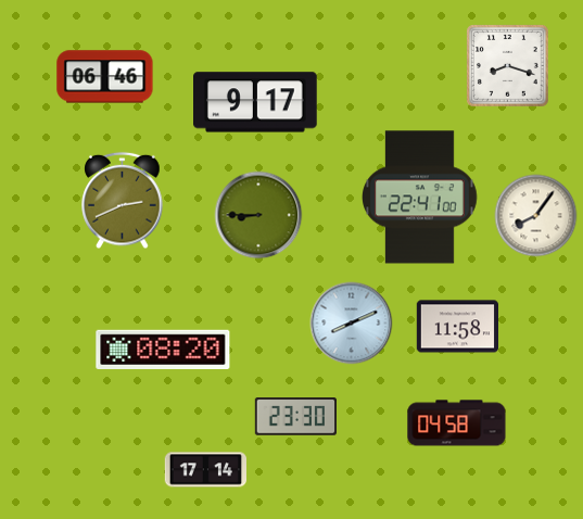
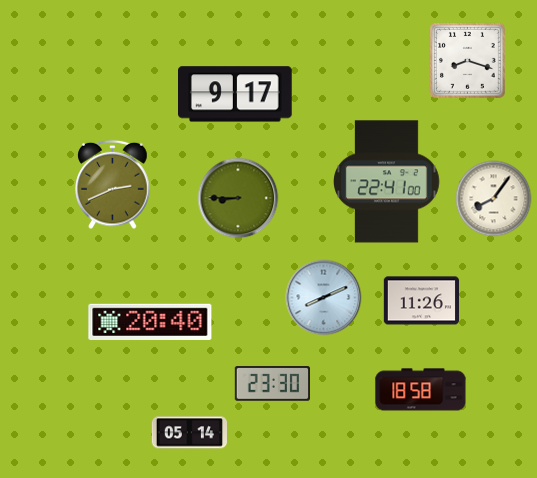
clock at (105, 77): 06:46 -> none
clock at (457, 327): 11:58 -> 11:26
clock at (163, 349): 08:20 -> 20:40
clock at (457, 423): 04:58 -> 18:58
clock at (205, 470): 17:14 -> 05:14
